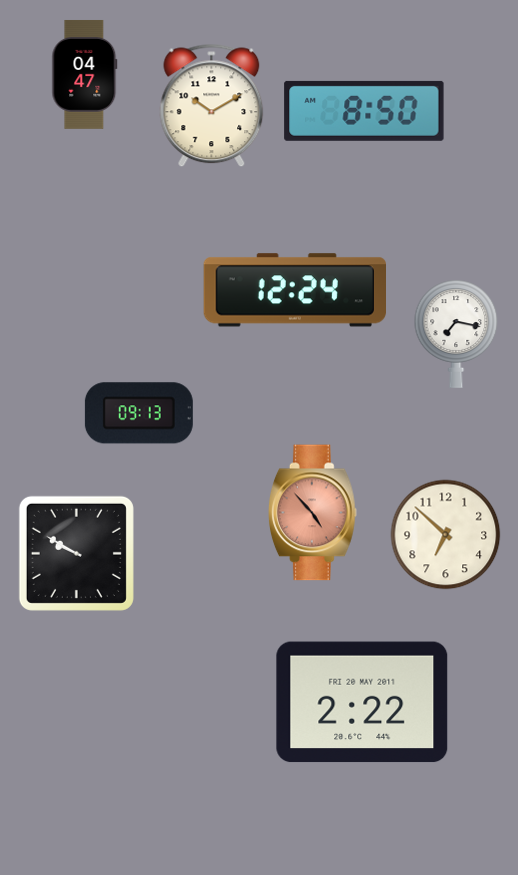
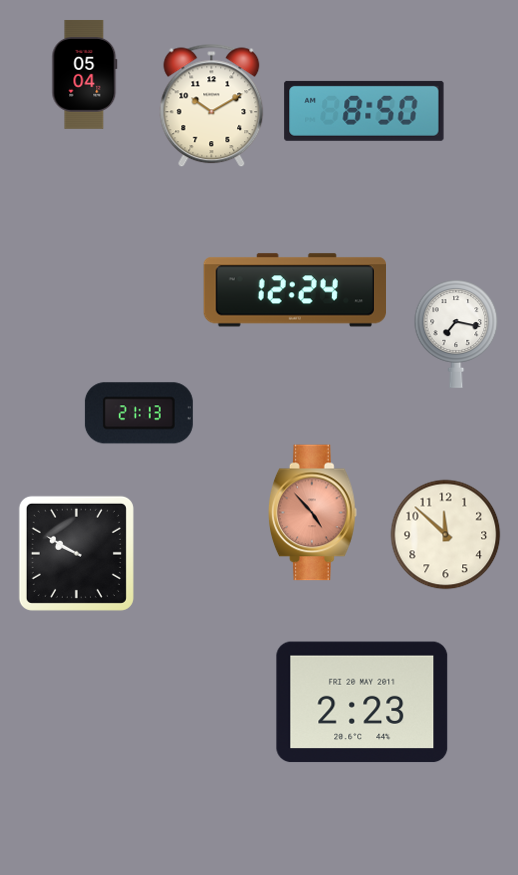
clock at (85, 74): 04:47 -> 05:04
clock at (139, 413): 09:13 -> 21:13
clock at (446, 535): 6:52 -> 11:52
clock at (362, 702): 2:22 -> 2:23
